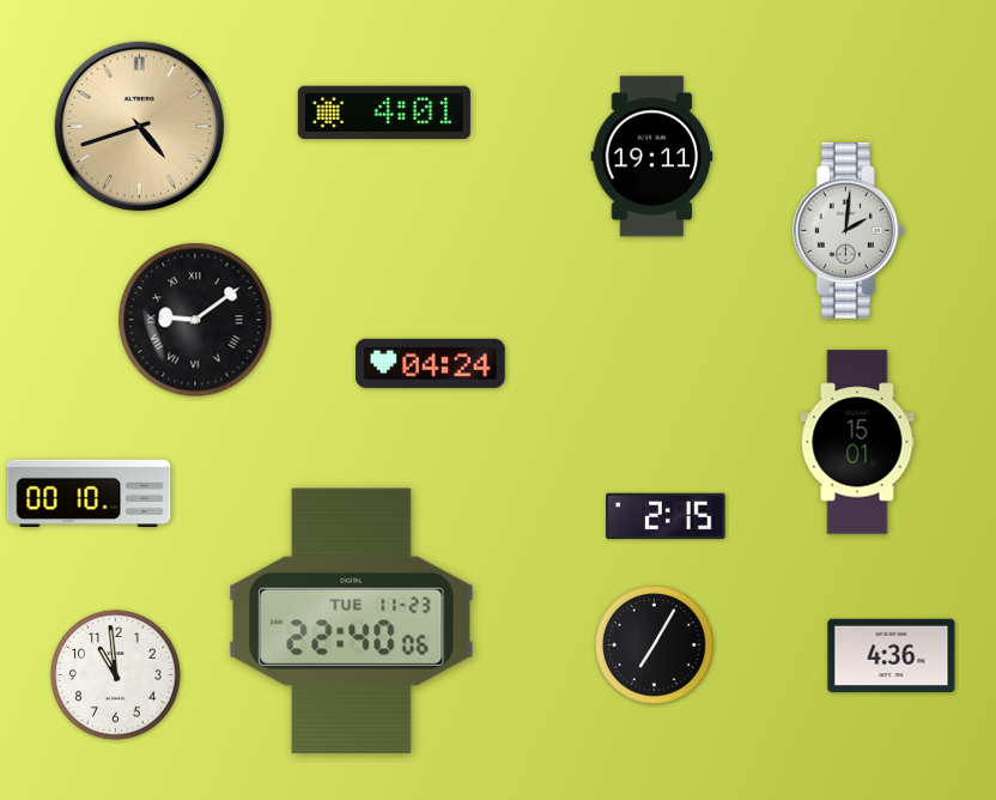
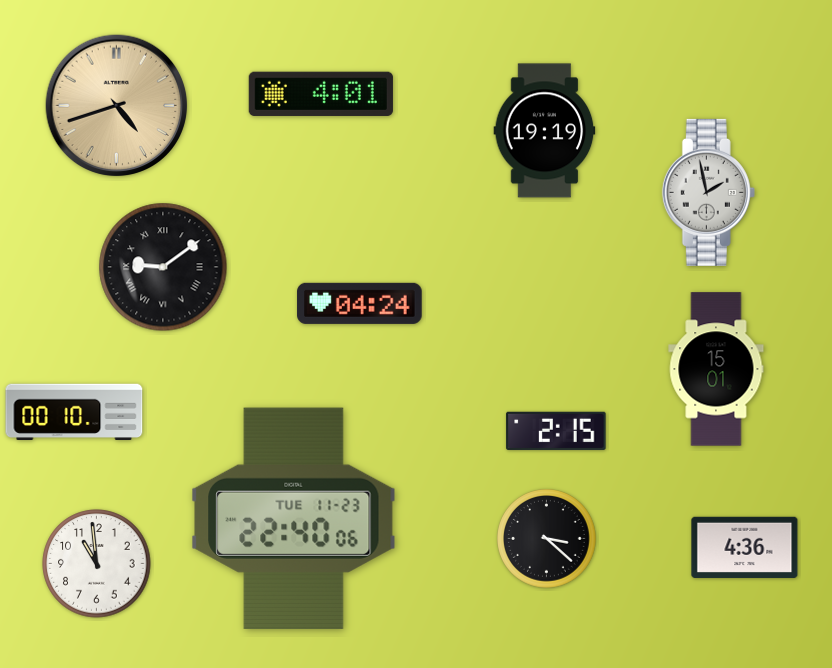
clock at (652, 157): 19:11 -> 19:19
clock at (848, 230): 2:01 -> 1:58
clock at (655, 646): 7:05 -> 3:22
